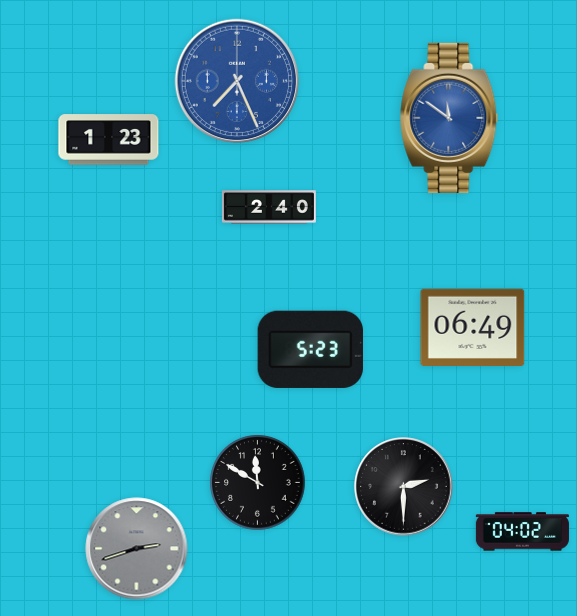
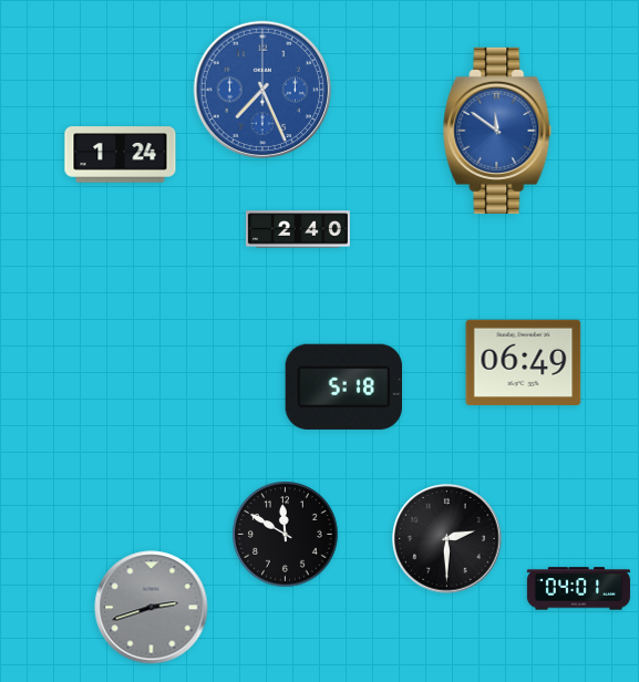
clock at (109, 140): 1:23 -> 1:24
clock at (310, 349): 5:23 -> 5:18
clock at (522, 532): 04:02 -> 04:01
